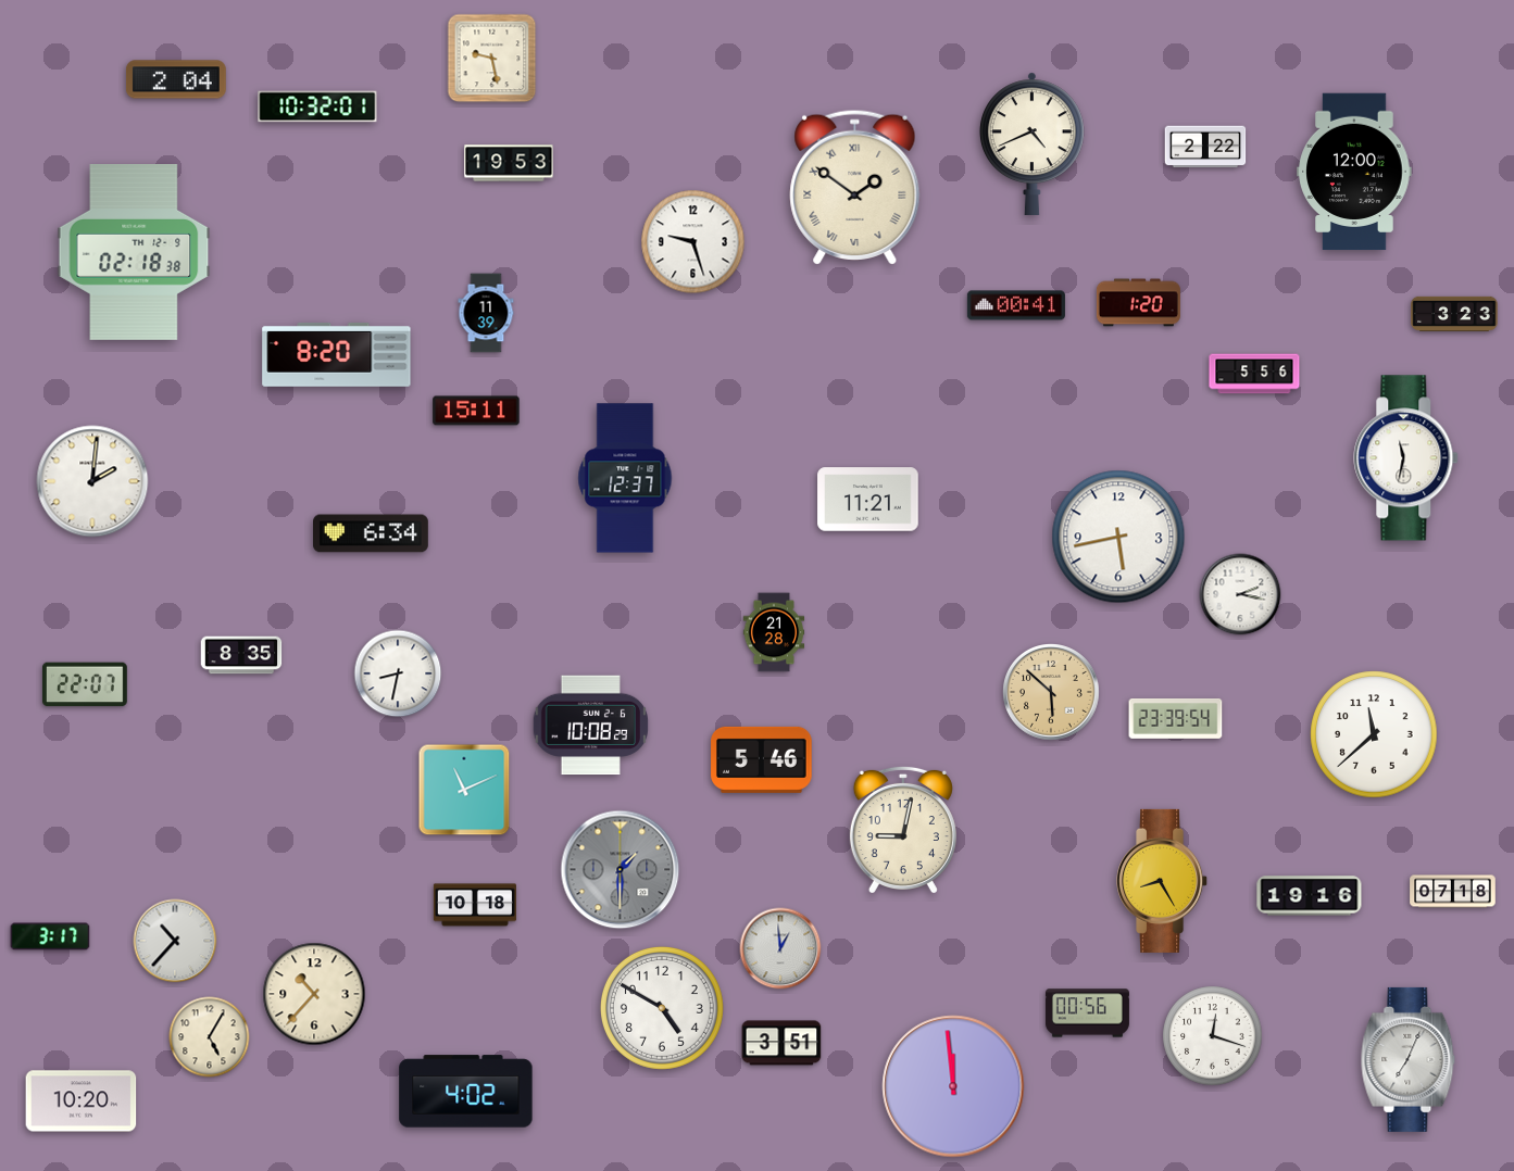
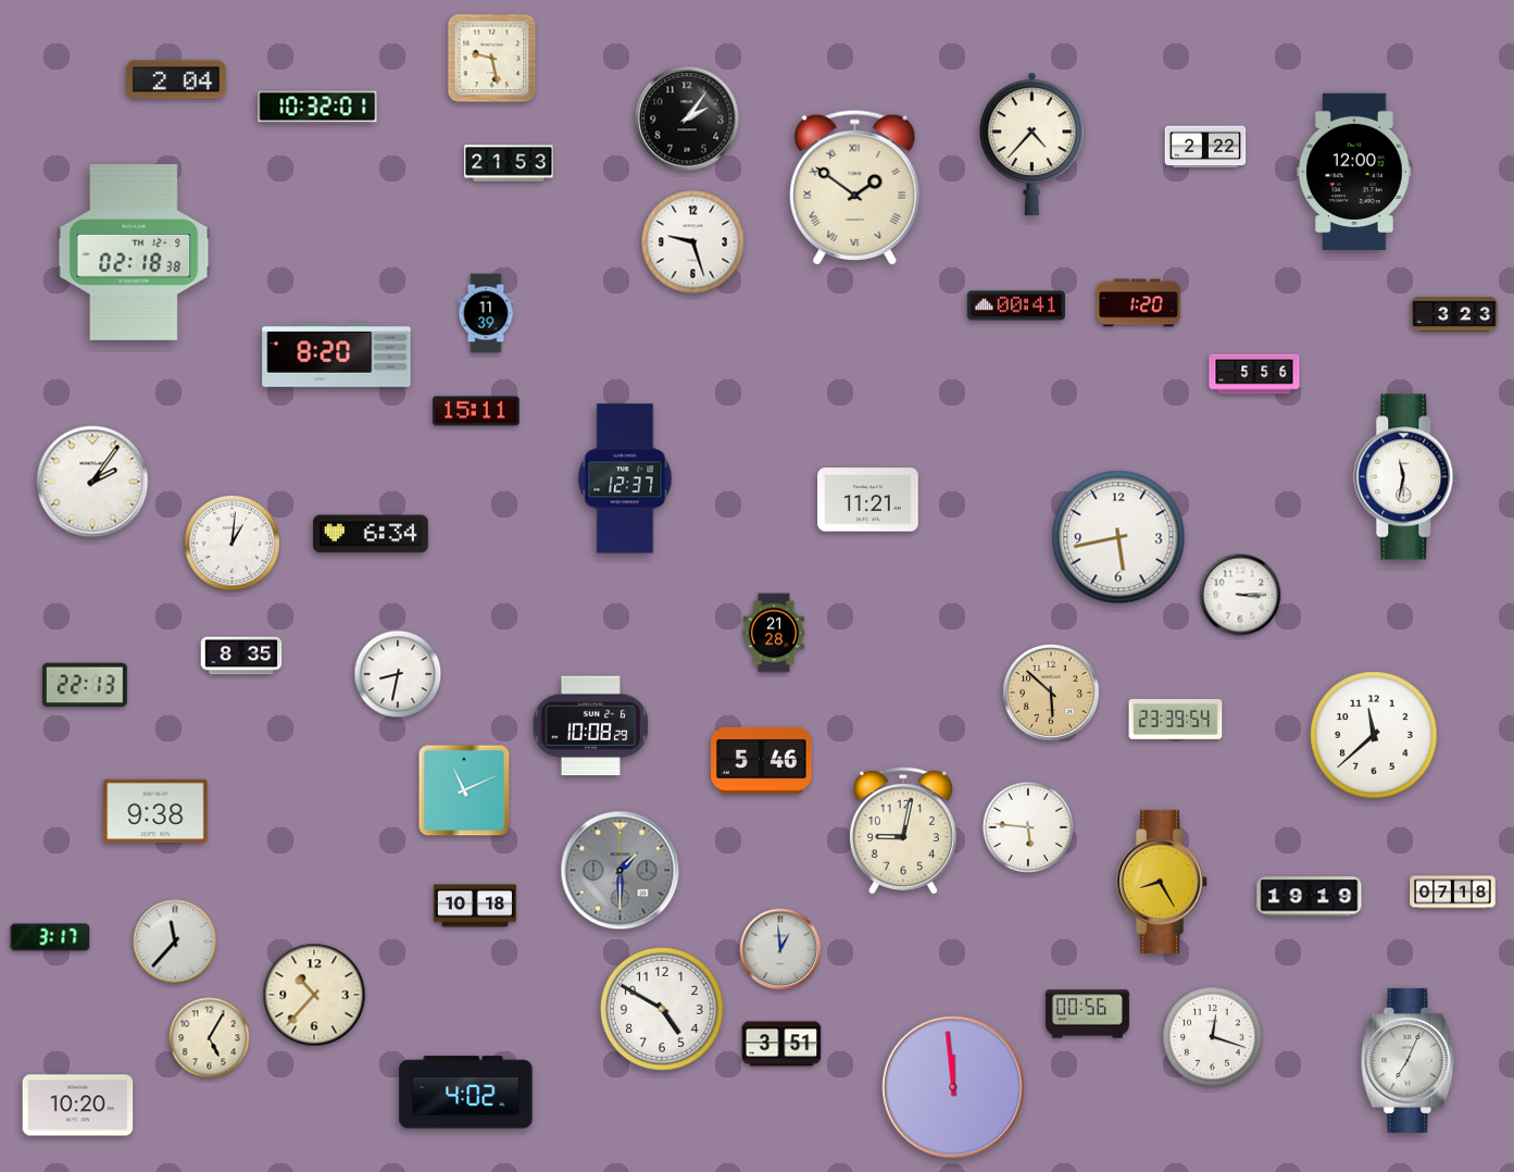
clock at (687, 119): none -> 2:06
clock at (1031, 143): 4:41 -> 4:37
clock at (509, 163): 19:53 -> 21:53
clock at (1406, 458) position: (1406, 458) -> (1406, 477)
clock at (92, 481): 2:01 -> 2:06
clock at (232, 543): none -> 1:01
clock at (1240, 594): 2:17 -> 3:15
clock at (85, 684): 22:07 -> 22:13
clock at (155, 810): none -> 9:38
clock at (1028, 827): none -> 5:46
clock at (1310, 896): 19:16 -> 19:19
clock at (175, 941): 10:37 -> 11:37
clock at (82, 1101) position: (82, 1101) -> (78, 1106)
